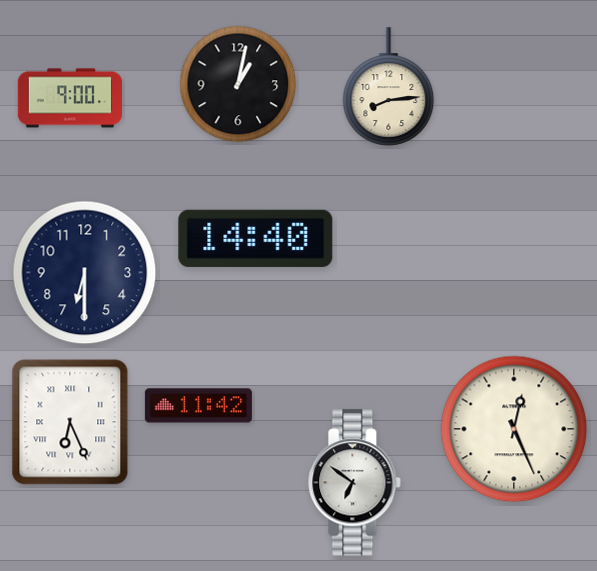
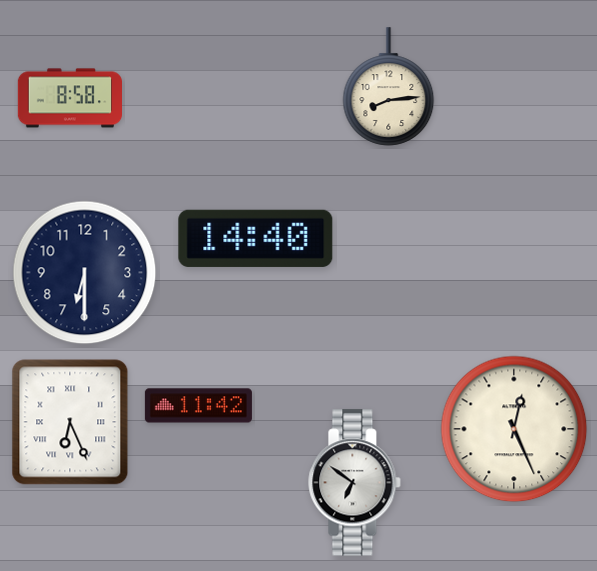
clock at (238, 84): 1:02 -> none
clock at (69, 98): 9:00 -> 8:58
